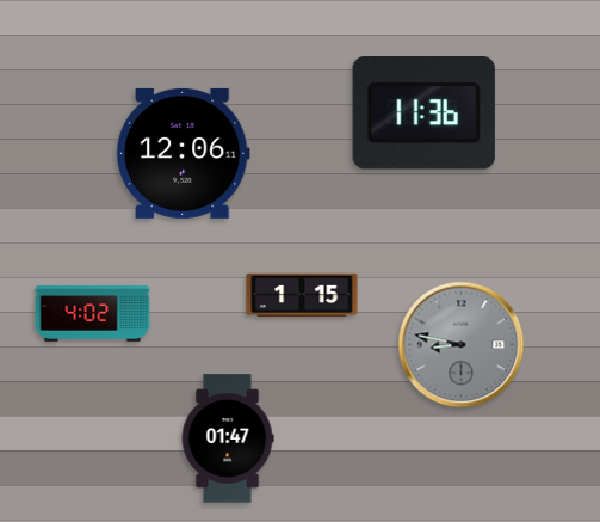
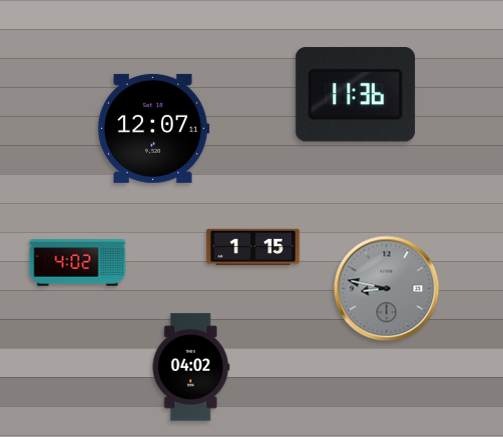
clock at (183, 153): 12:06 -> 12:07
clock at (228, 438): 01:47 -> 04:02
